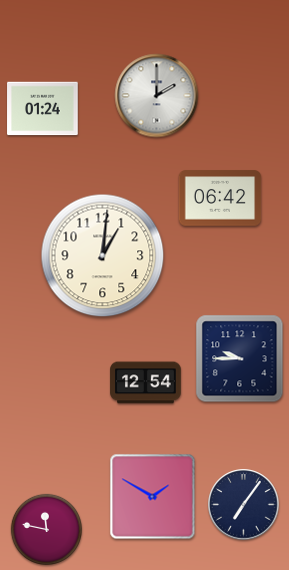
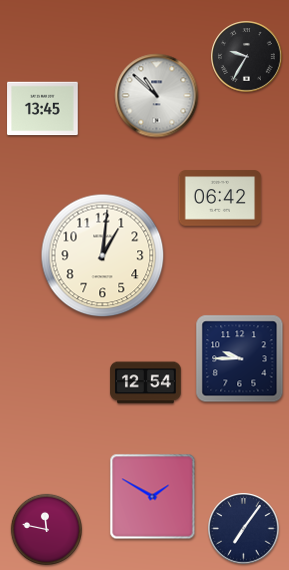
clock at (247, 57): none -> 9:35
clock at (157, 96): 2:00 -> 10:52
clock at (43, 109): 01:24 -> 13:45
clock at (244, 505) position: (244, 505) -> (244, 529)
